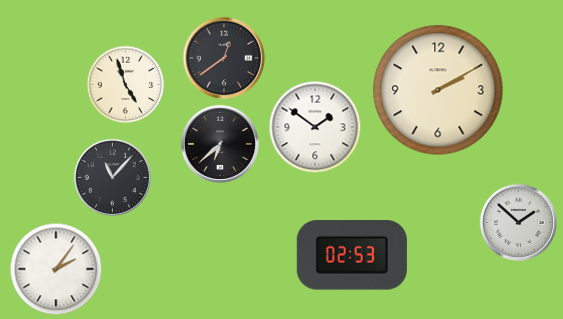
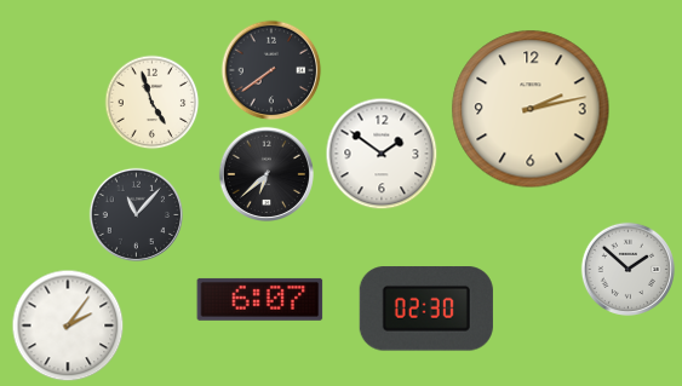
clock at (224, 58): 12:39 -> 7:39
clock at (438, 90): 2:10 -> 2:13
clock at (260, 299): none -> 6:07
clock at (352, 255): 02:53 -> 02:30
